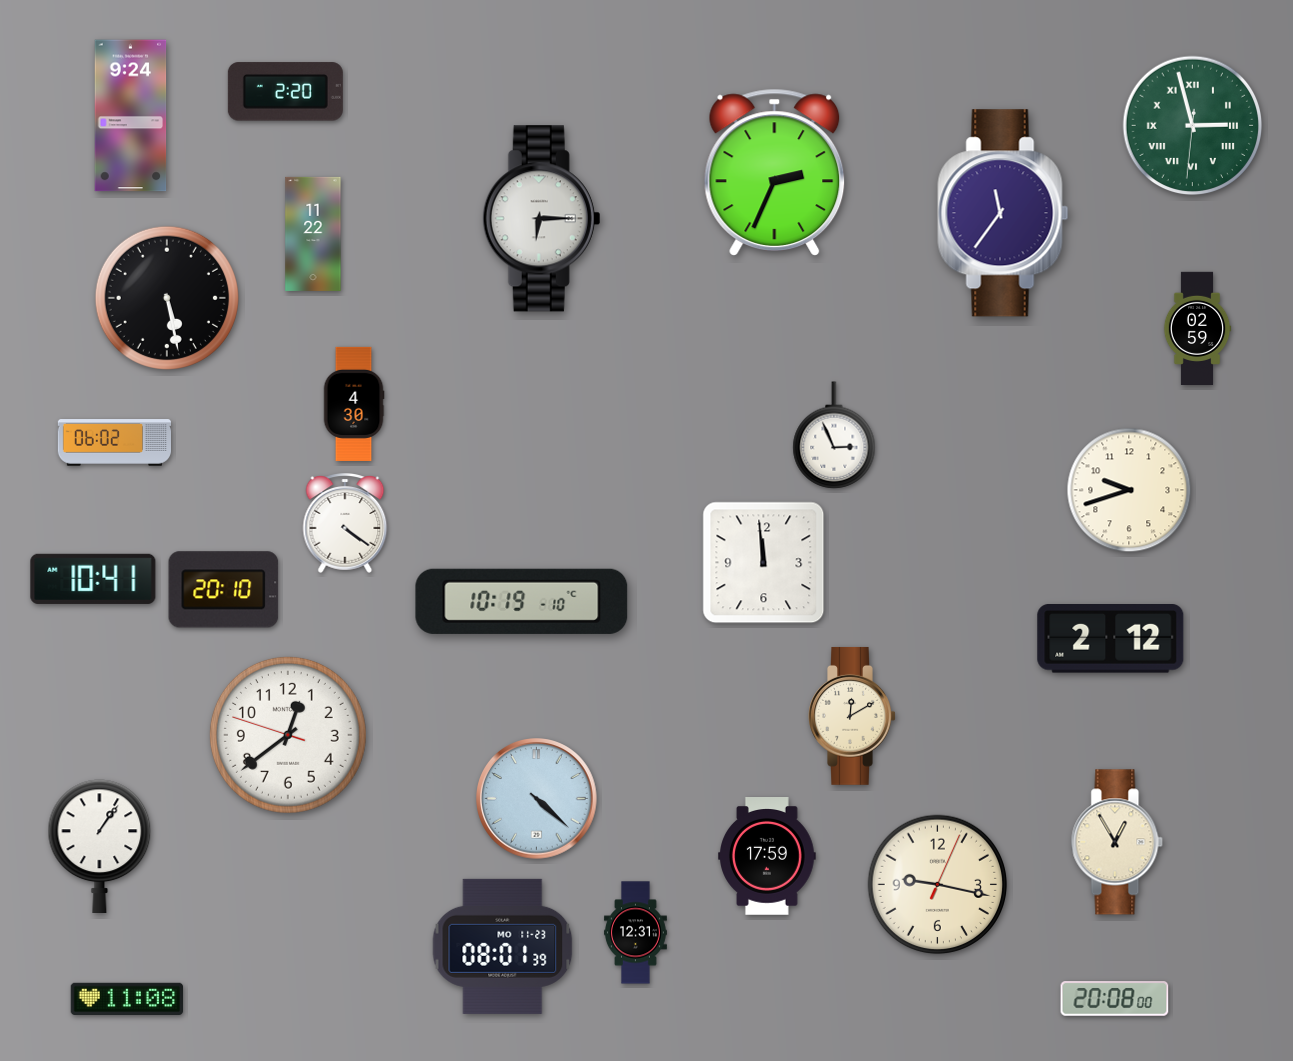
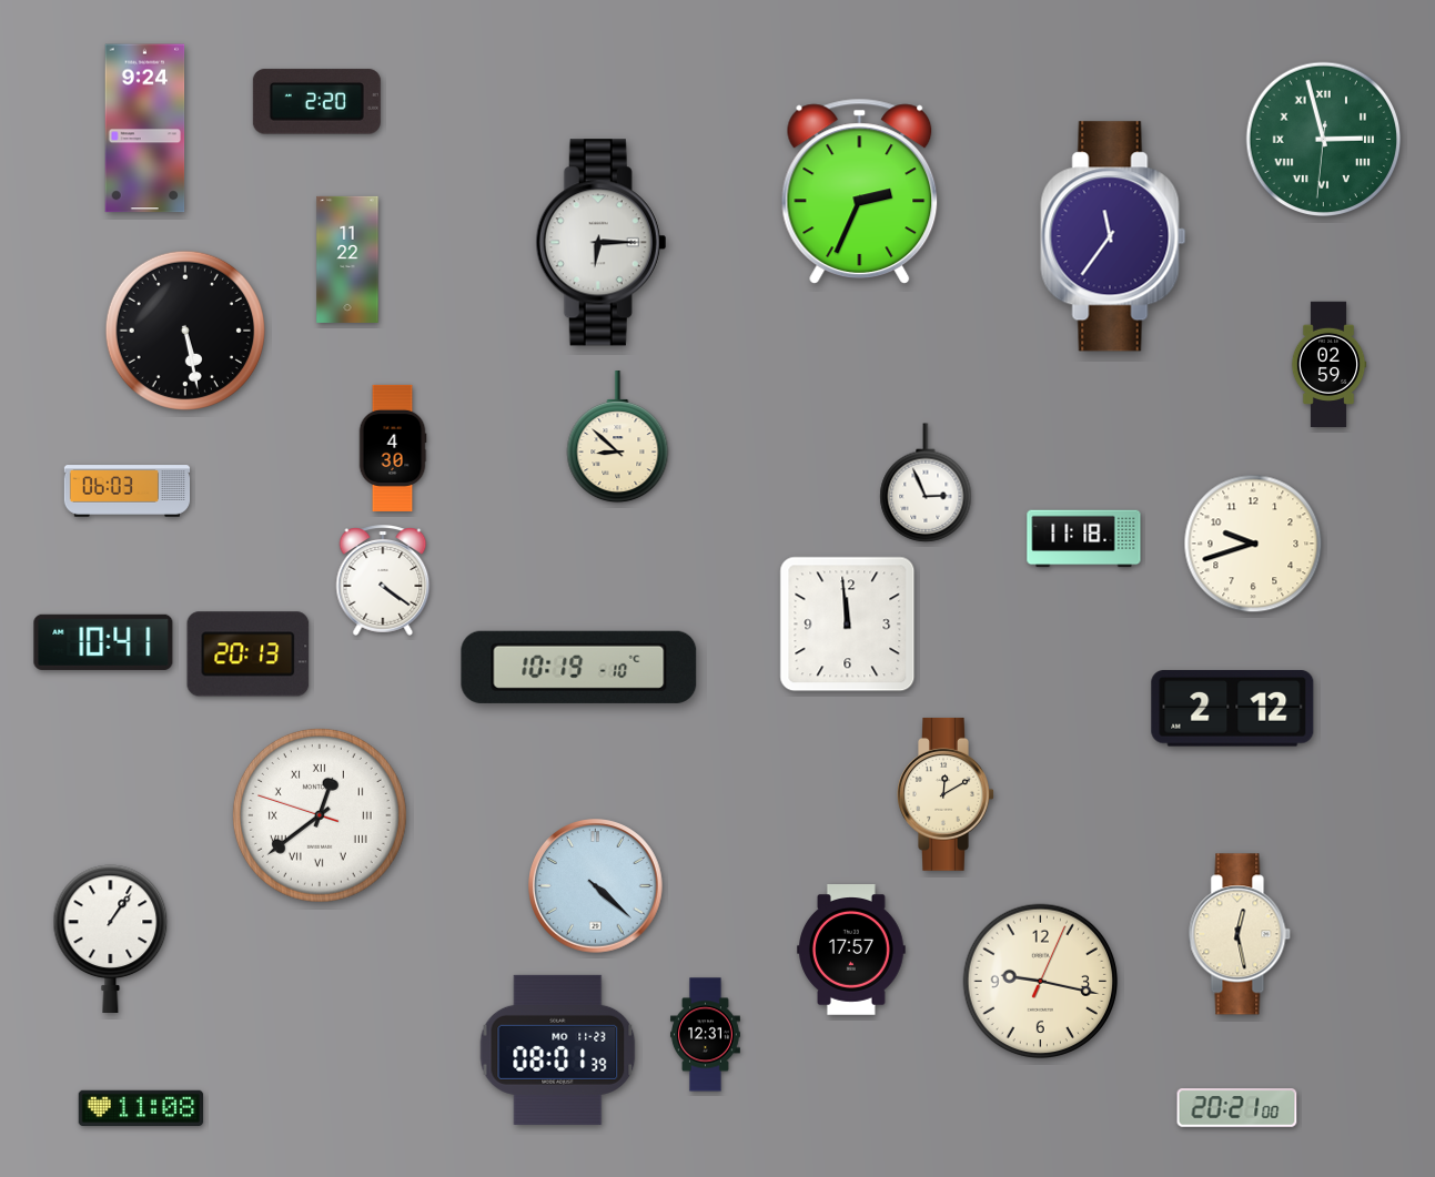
clock at (618, 437): none -> 8:52
clock at (114, 443): 06:02 -> 06:03
clock at (1084, 539): none -> 11:18
clock at (224, 590): 20:10 -> 20:13
clock at (288, 735) numerals: Arabic -> Roman
clock at (1117, 842): 12:55 -> 12:28
clock at (768, 857): 17:59 -> 17:57
clock at (1115, 999): 20:08 -> 20:21
